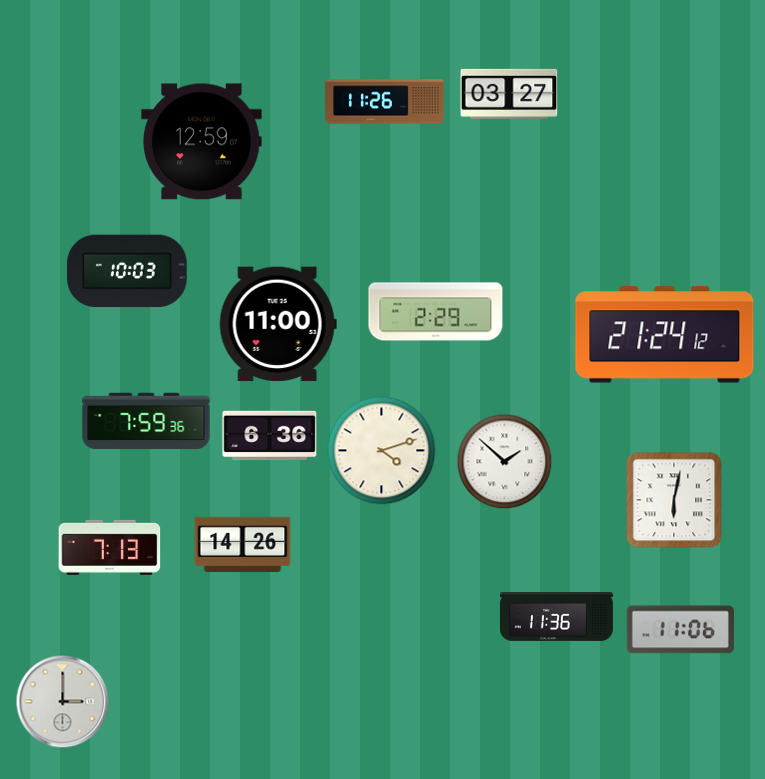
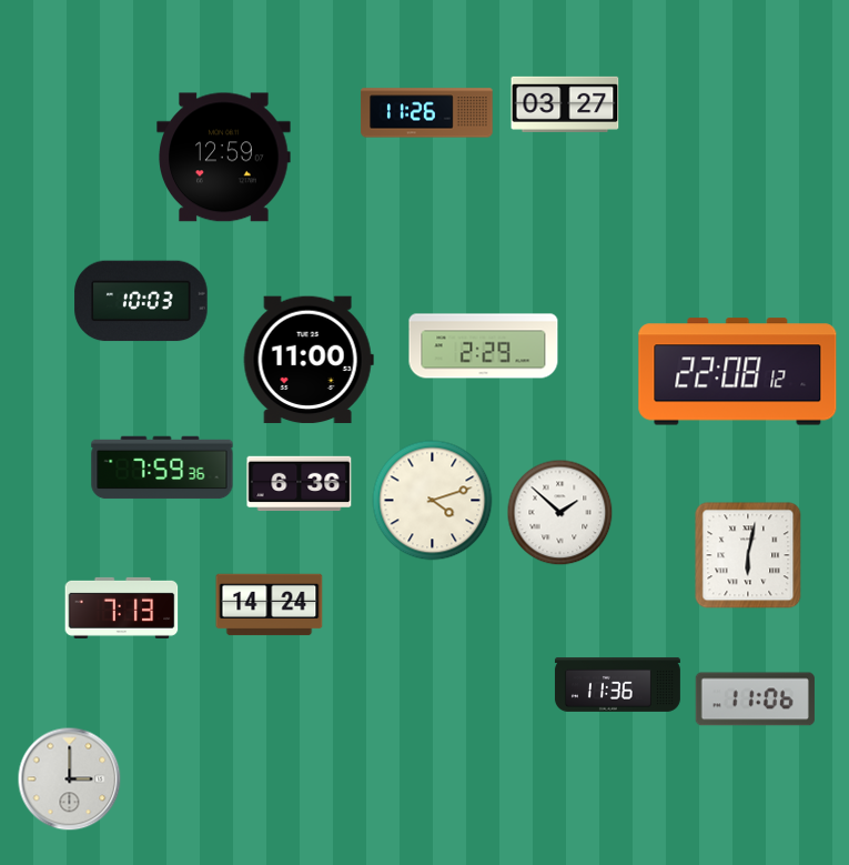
clock at (665, 335): 21:24 -> 22:08
clock at (382, 451) position: (382, 451) -> (433, 501)
clock at (243, 545): 14:26 -> 14:24
